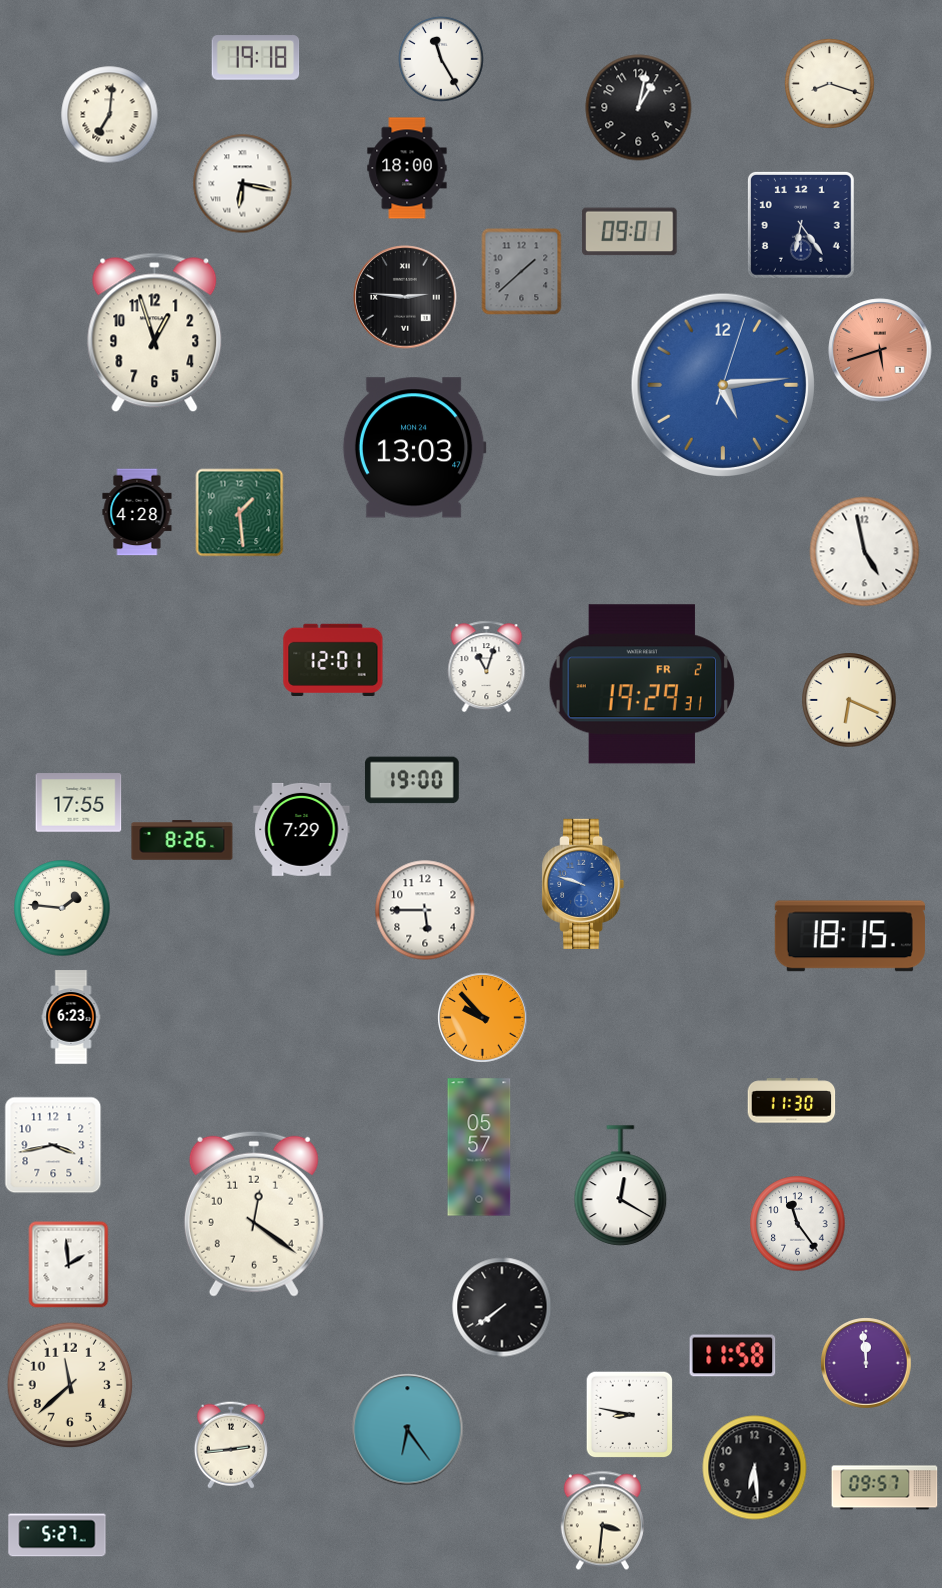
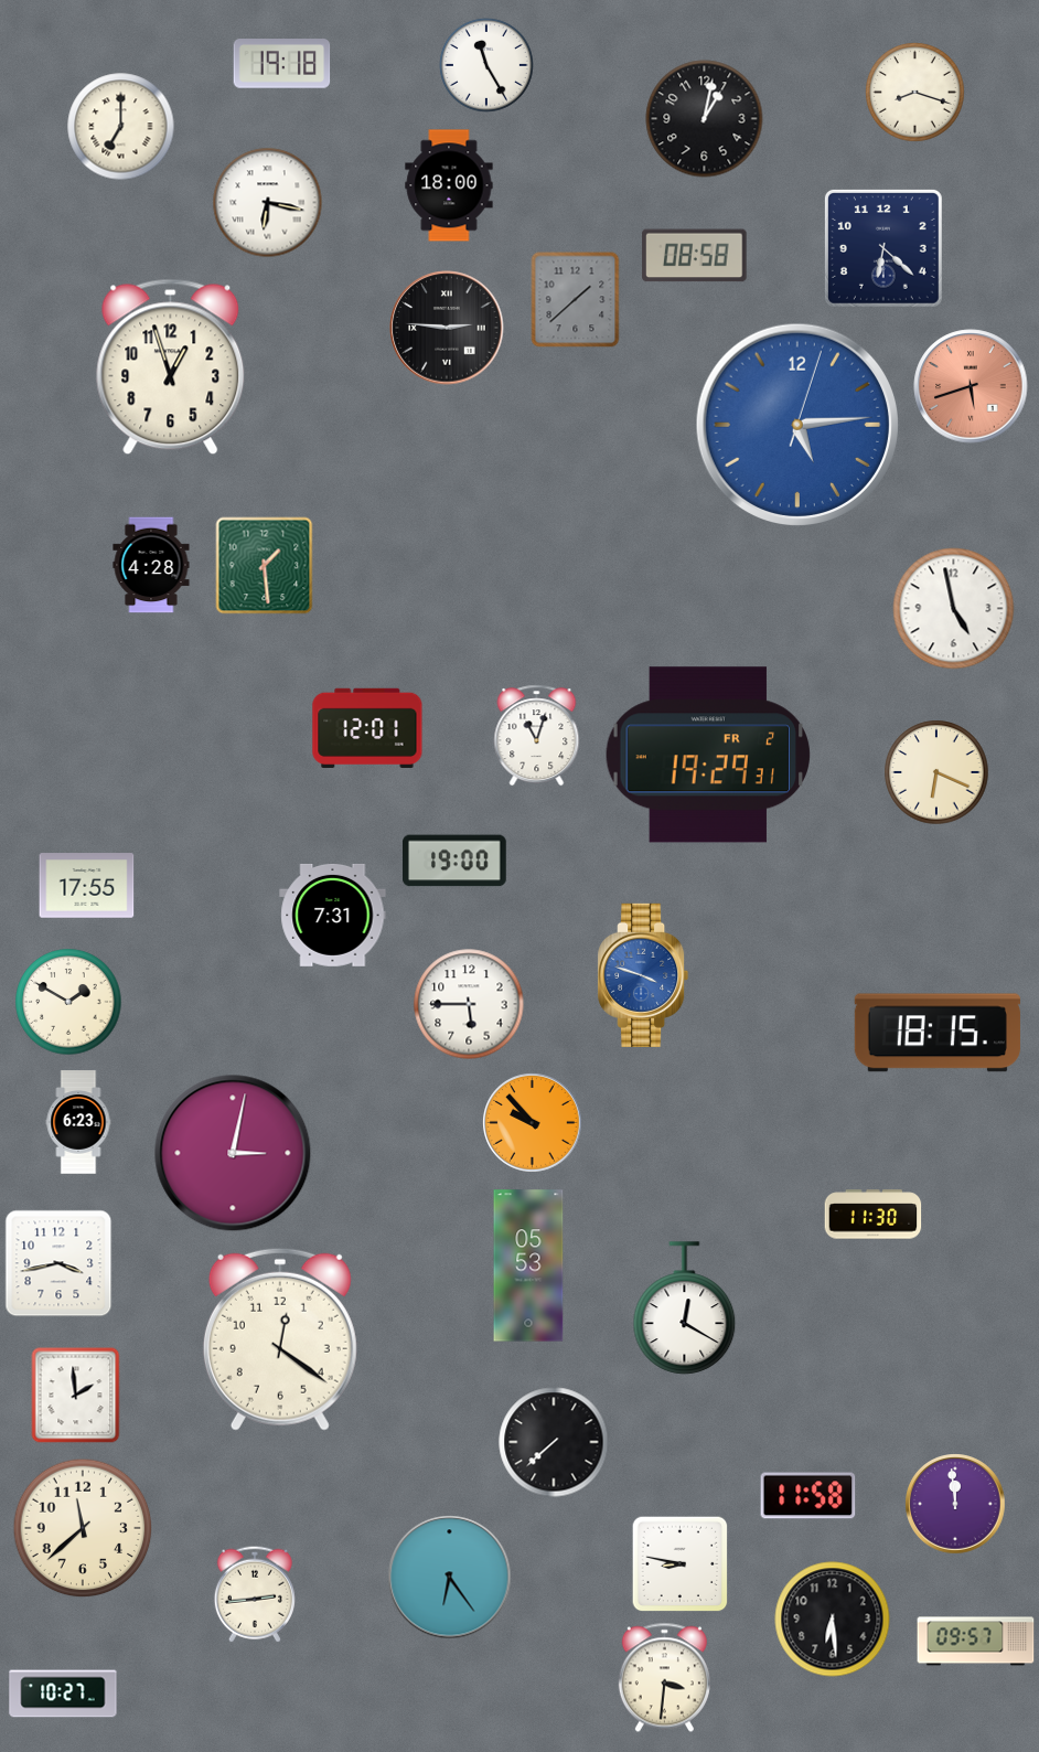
clock at (110, 115): 7:01 -> 7:00
clock at (801, 225): 6:24 -> 6:22
clock at (630, 232): 09:01 -> 08:58
clock at (414, 448): 13:03 -> none
clock at (302, 829): 7:29 -> 7:31
clock at (182, 840): 8:26 -> none
clock at (583, 884): 9:48 -> 3:48
clock at (62, 908): 1:46 -> 1:50
clock at (233, 1153): none -> 3:02
clock at (479, 1147): 05:57 -> 05:53
clock at (798, 1224): 11:24 -> none
clock at (502, 1307): 7:39 -> 7:38
clock at (70, 1385) position: (70, 1385) -> (83, 1528)
clock at (630, 1415) position: (630, 1415) -> (681, 1564)
clock at (57, 1535): 5:27 -> 10:27
